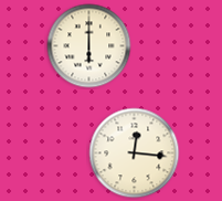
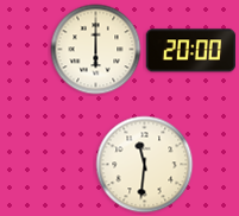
clock at (190, 51): none -> 20:00
clock at (135, 154): 12:16 -> 11:31
